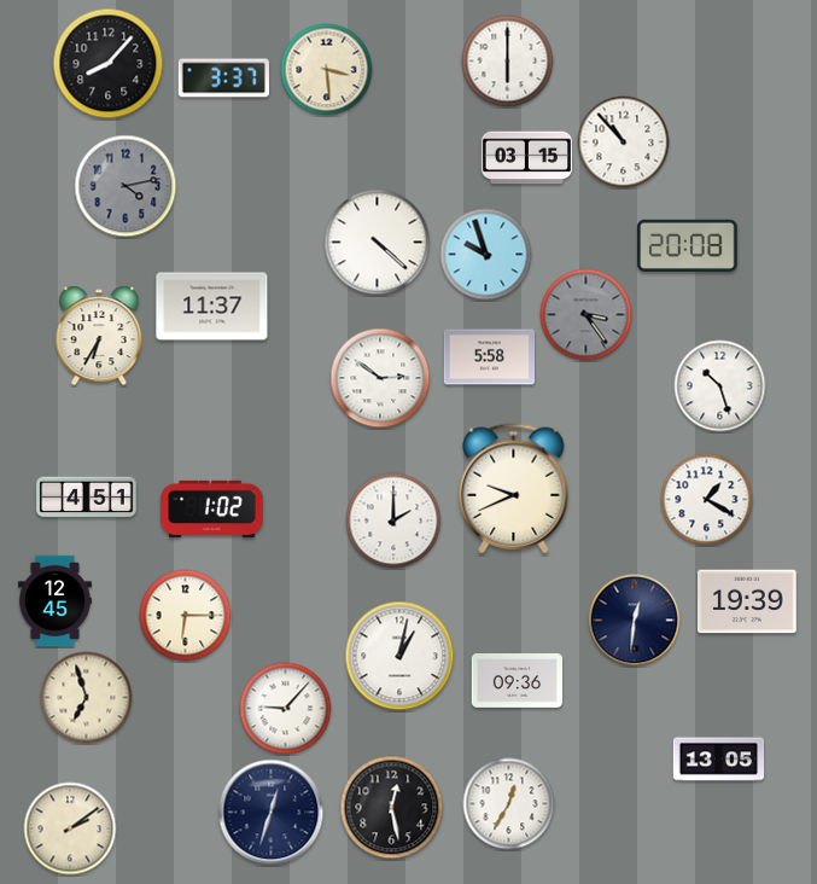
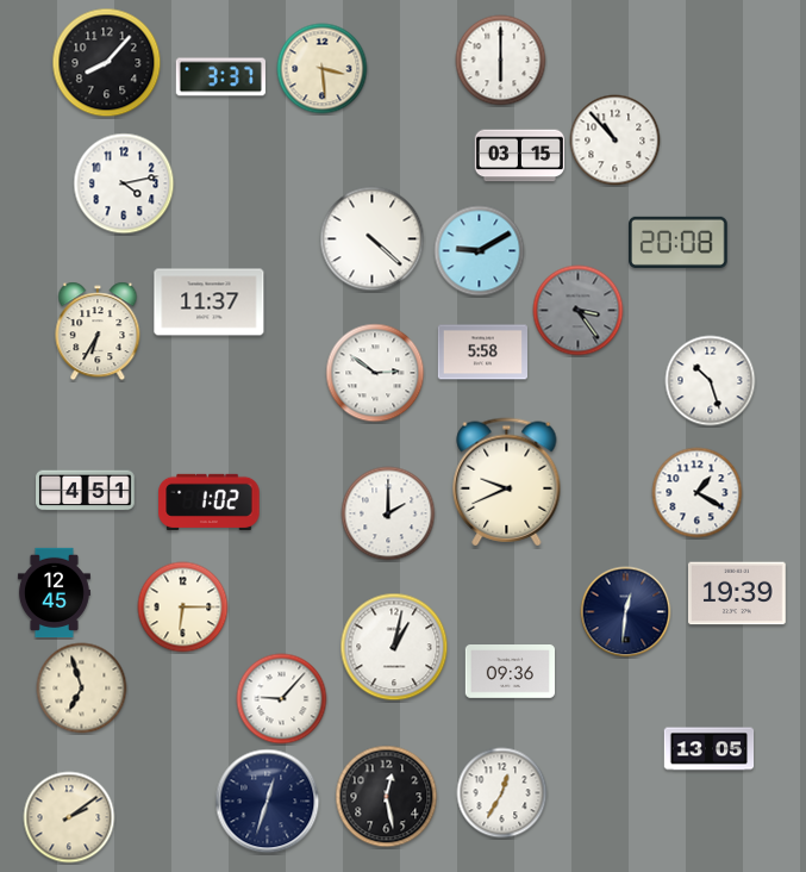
clock at (126, 186) dial: grey -> white
clock at (486, 255): 9:57 -> 9:10
clock at (87, 698) position: (87, 698) -> (82, 689)
